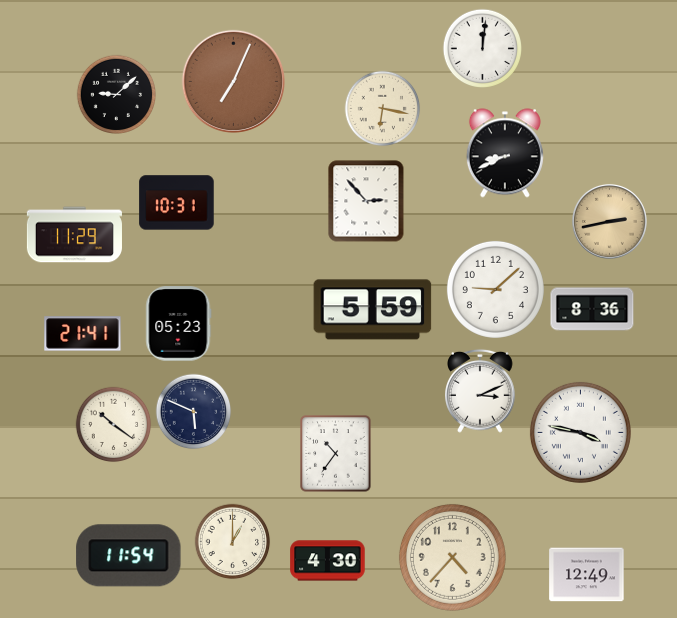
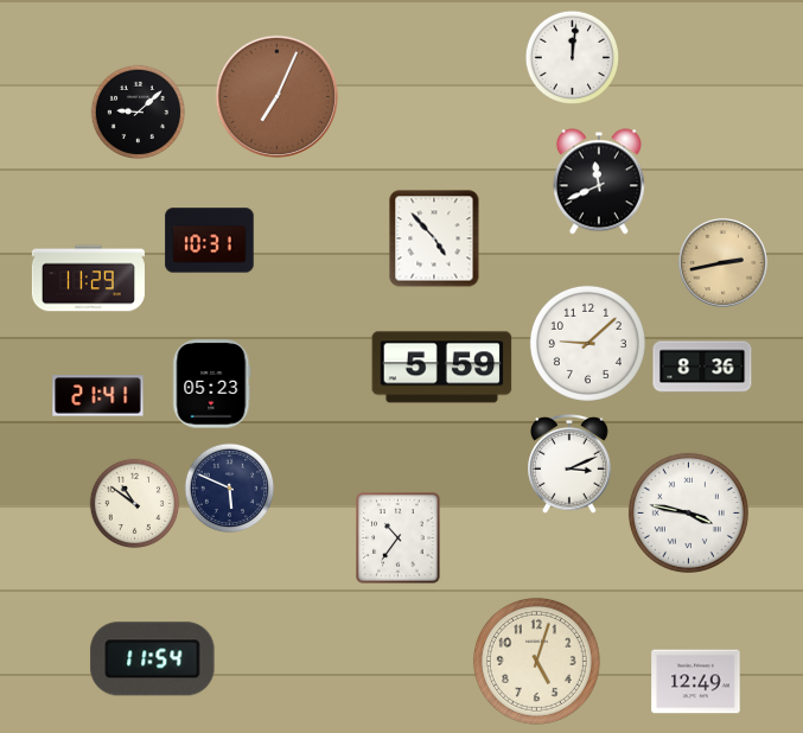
clock at (383, 109): 6:17 -> none
clock at (505, 153): 8:41 -> 11:41
clock at (366, 201): 2:53 -> 4:53
clock at (114, 425): 10:21 -> 10:51
clock at (233, 542): 1:00 -> none
clock at (452, 557): 4:37 -> 5:03
clock at (328, 561): 4:30 -> none
